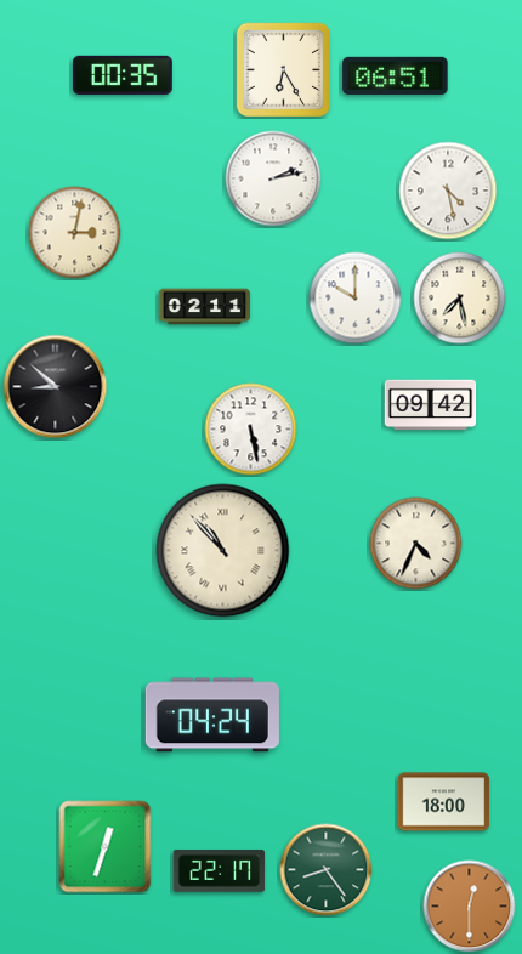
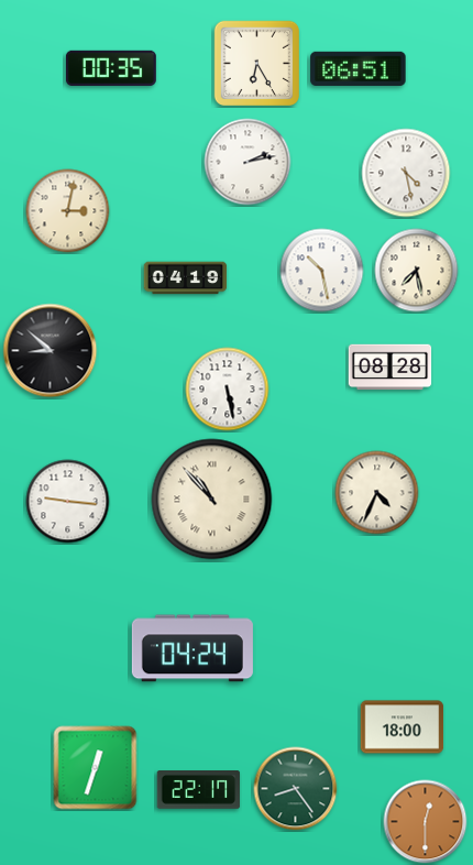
clock at (356, 299): 10:00 -> 10:28
clock at (205, 307): 02:11 -> 04:19
clock at (431, 405): 09:42 -> 08:28
clock at (223, 551) position: (223, 551) -> (212, 500)
clock at (68, 502): none -> 9:16
